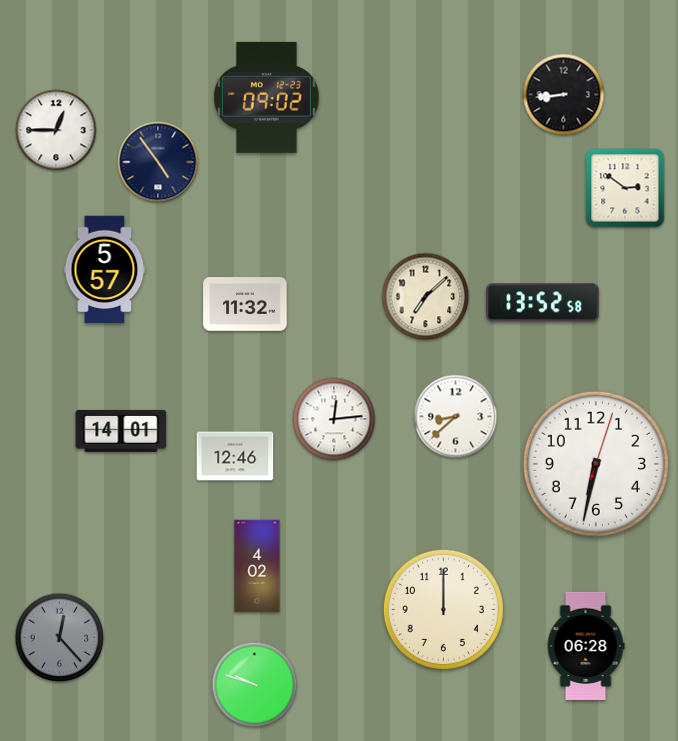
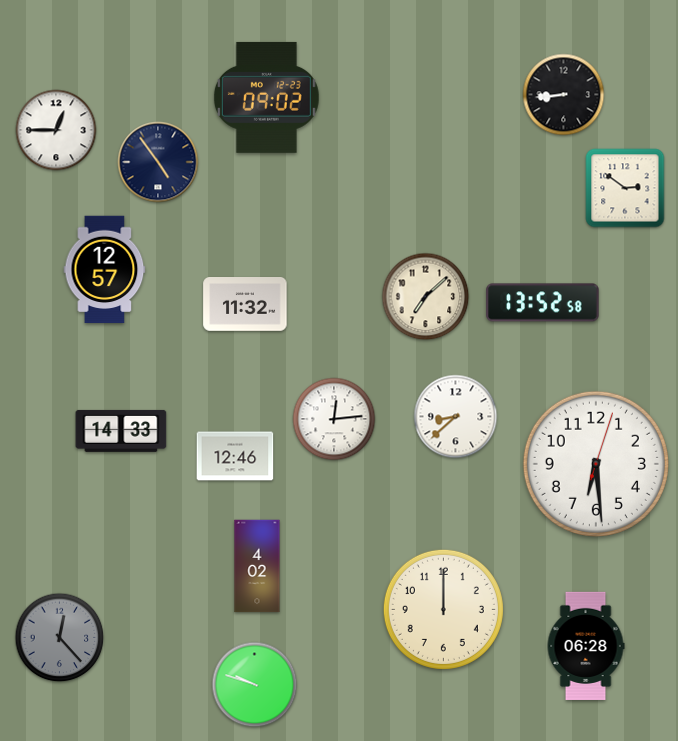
clock at (105, 270): 5:57 -> 12:57
clock at (121, 431): 14:01 -> 14:33
clock at (596, 464): 6:32 -> 6:29
